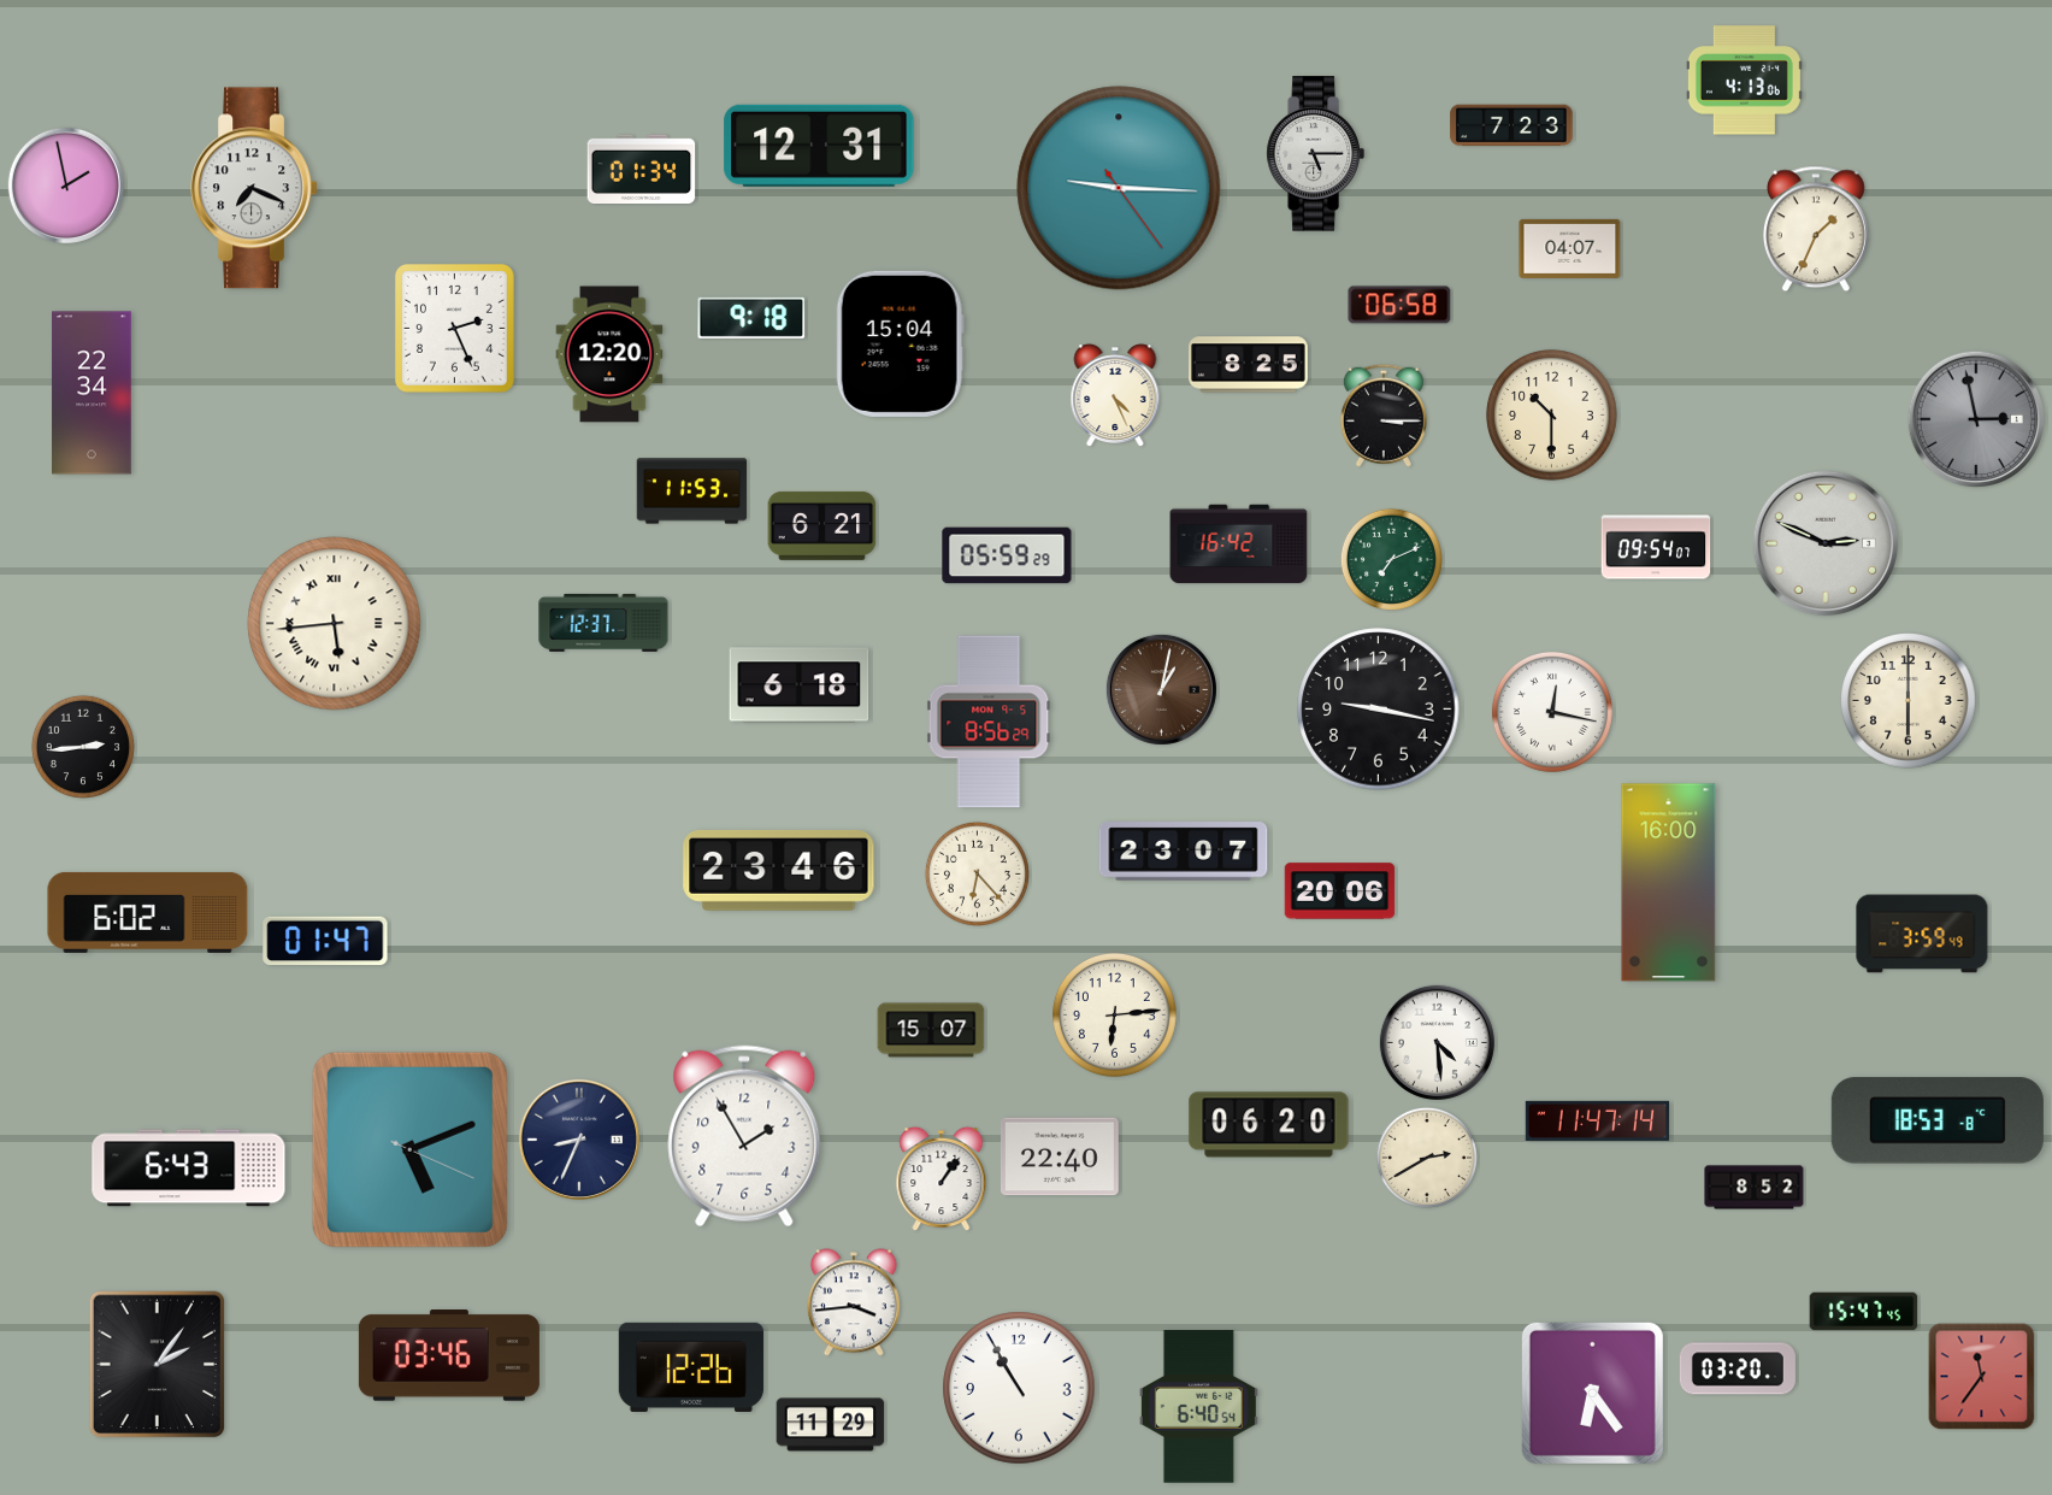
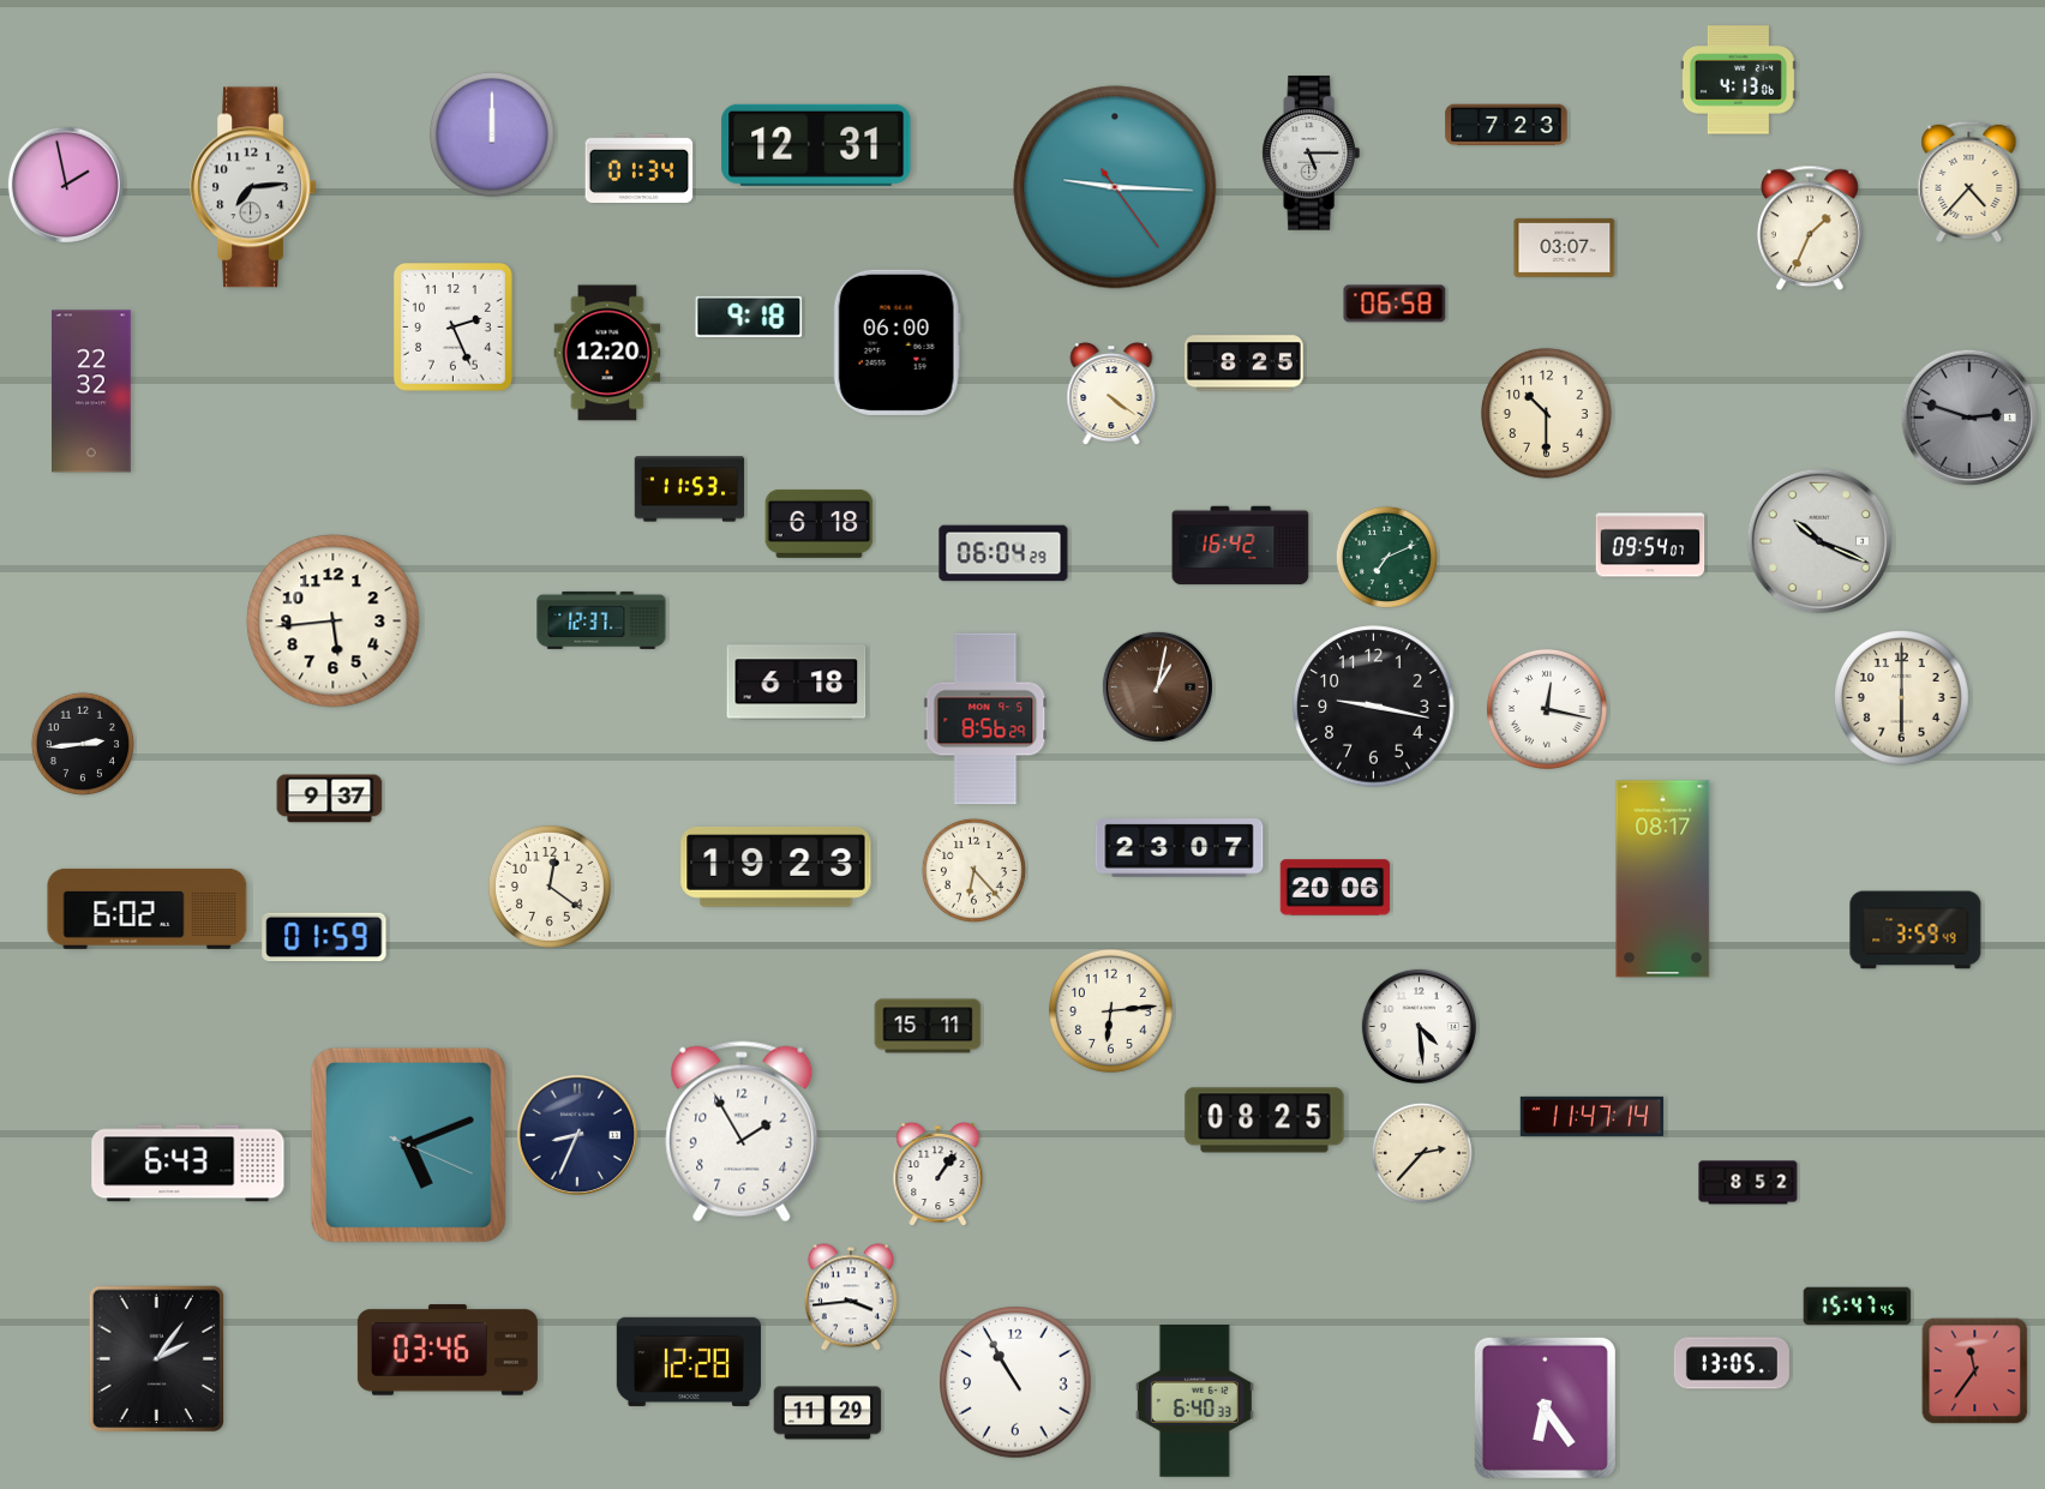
clock at (492, 134): none -> 12:00
clock at (1969, 181): none -> 4:37
clock at (254, 188): 7:19 -> 7:14
clock at (1570, 248): 04:07 -> 03:07
clock at (900, 343): 15:04 -> 06:00
clock at (92, 393): 22:34 -> 22:32
clock at (1115, 396): 4:26 -> 4:21
clock at (1384, 416): 3:15 -> none
clock at (1976, 419): 2:58 -> 2:48
clock at (822, 525): 6:21 -> 6:18
clock at (1826, 543): 2:49 -> 10:19
clock at (1239, 545) position: (1239, 545) -> (1241, 546)
clock at (1007, 555): 05:59 -> 06:04
clock at (335, 624) numerals: Roman -> Arabic
clock at (330, 799): none -> 9:37
clock at (779, 870): 23:46 -> 19:23
clock at (1669, 883): 16:00 -> 08:17
clock at (550, 887): none -> 12:21
clock at (325, 941): 01:47 -> 01:59
clock at (931, 1030): 15:07 -> 15:11
clock at (1437, 1042) position: (1437, 1042) -> (1419, 1026)
clock at (1938, 1120): 18:53 -> none
clock at (1269, 1125): 06:20 -> 08:25
clock at (1060, 1156): 22:40 -> none
clock at (1427, 1158): 2:40 -> 2:37
clock at (691, 1367): 12:26 -> 12:28
clock at (1738, 1369): 03:20 -> 13:05
clock at (1592, 1393) position: (1592, 1393) -> (1545, 1407)
clock at (1198, 1407): 6:40:54 -> 6:40:33
clock at (831, 1425) position: (831, 1425) -> (828, 1413)
